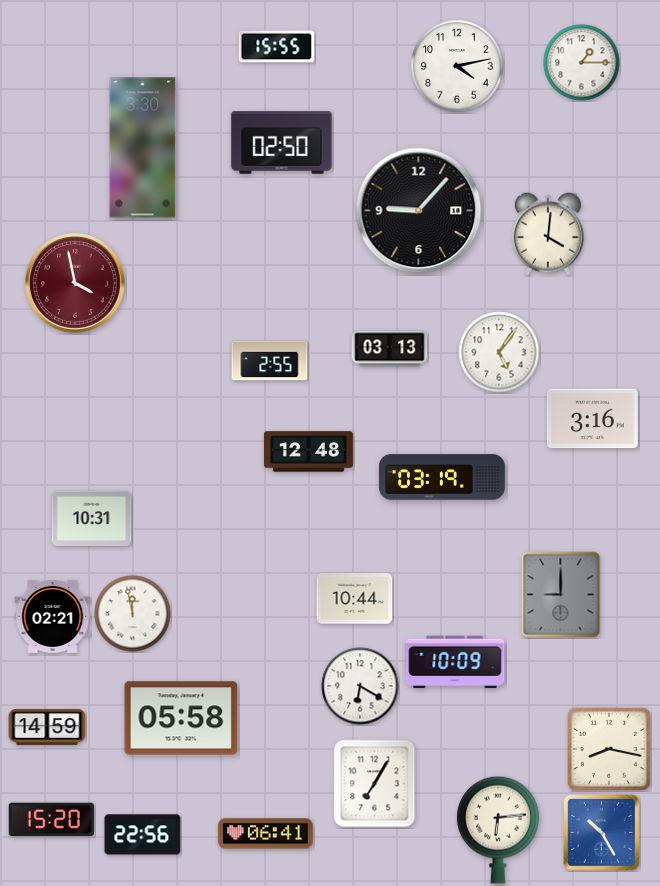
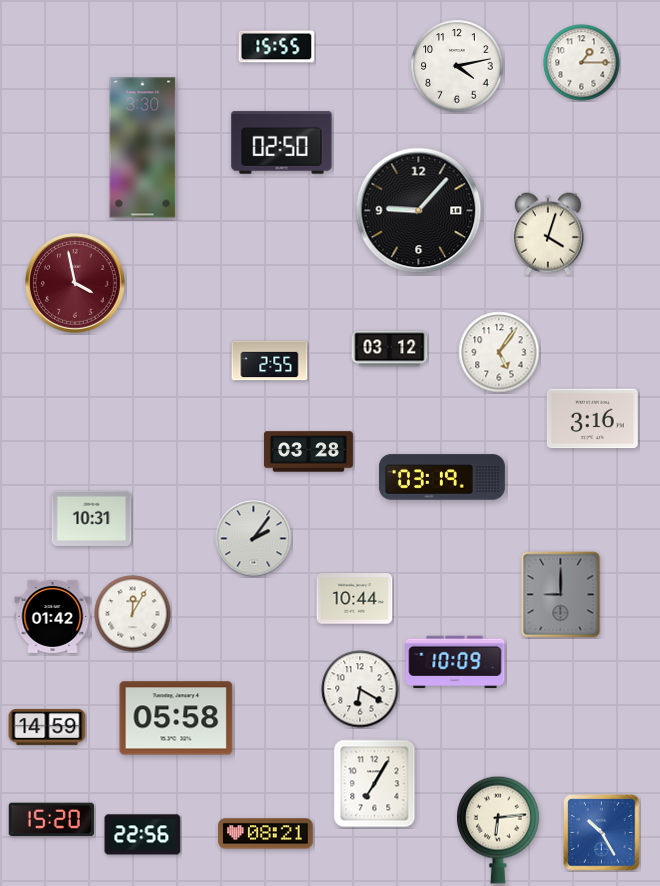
clock at (548, 234): 4:01 -> 4:03
clock at (390, 349): 03:13 -> 03:12
clock at (308, 452): 12:48 -> 03:28
clock at (254, 539): none -> 2:06
clock at (133, 614): 11:58 -> 12:05
clock at (53, 616): 02:21 -> 01:42
clock at (360, 686) position: (360, 686) -> (360, 689)
clock at (181, 718) position: (181, 718) -> (176, 718)
clock at (609, 749): 8:17 -> none
clock at (266, 834): 06:41 -> 08:21
